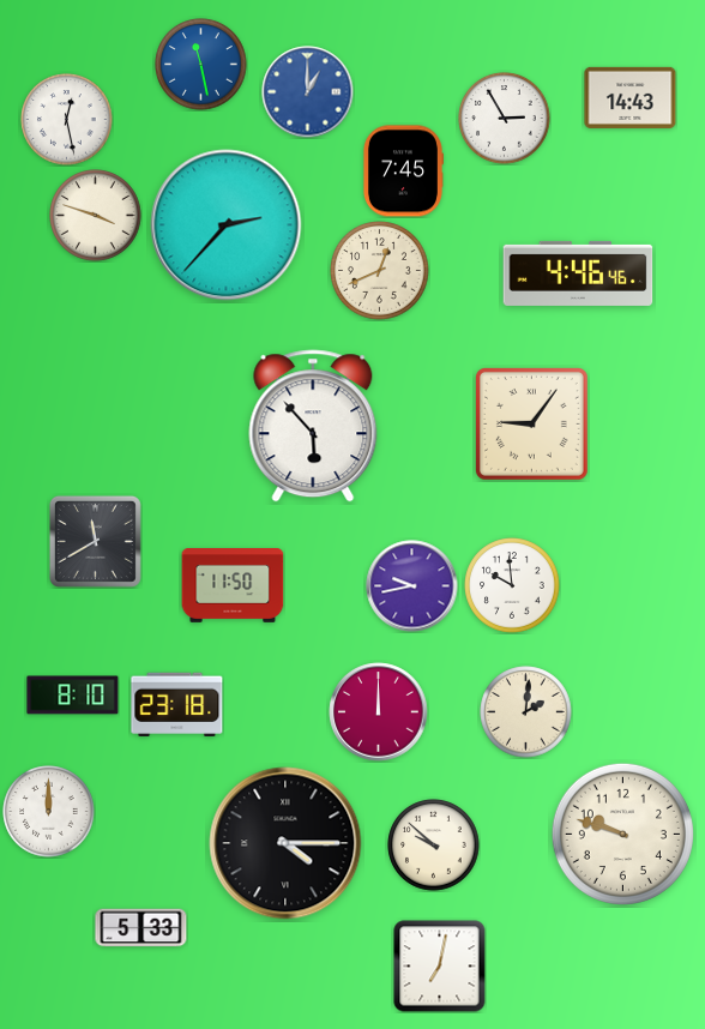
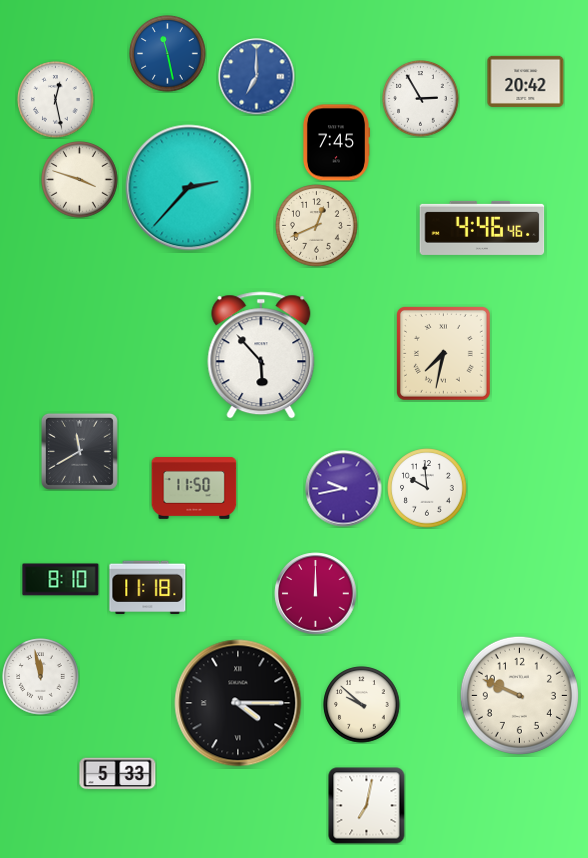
clock at (308, 92): 1:00 -> 7:00
clock at (631, 97): 14:43 -> 20:42
clock at (531, 423): 9:06 -> 7:32
clock at (177, 704): 23:18 -> 11:18
clock at (526, 712): 2:01 -> none
clock at (49, 812): 12:00 -> 11:58
clock at (622, 834): 9:48 -> 9:49
